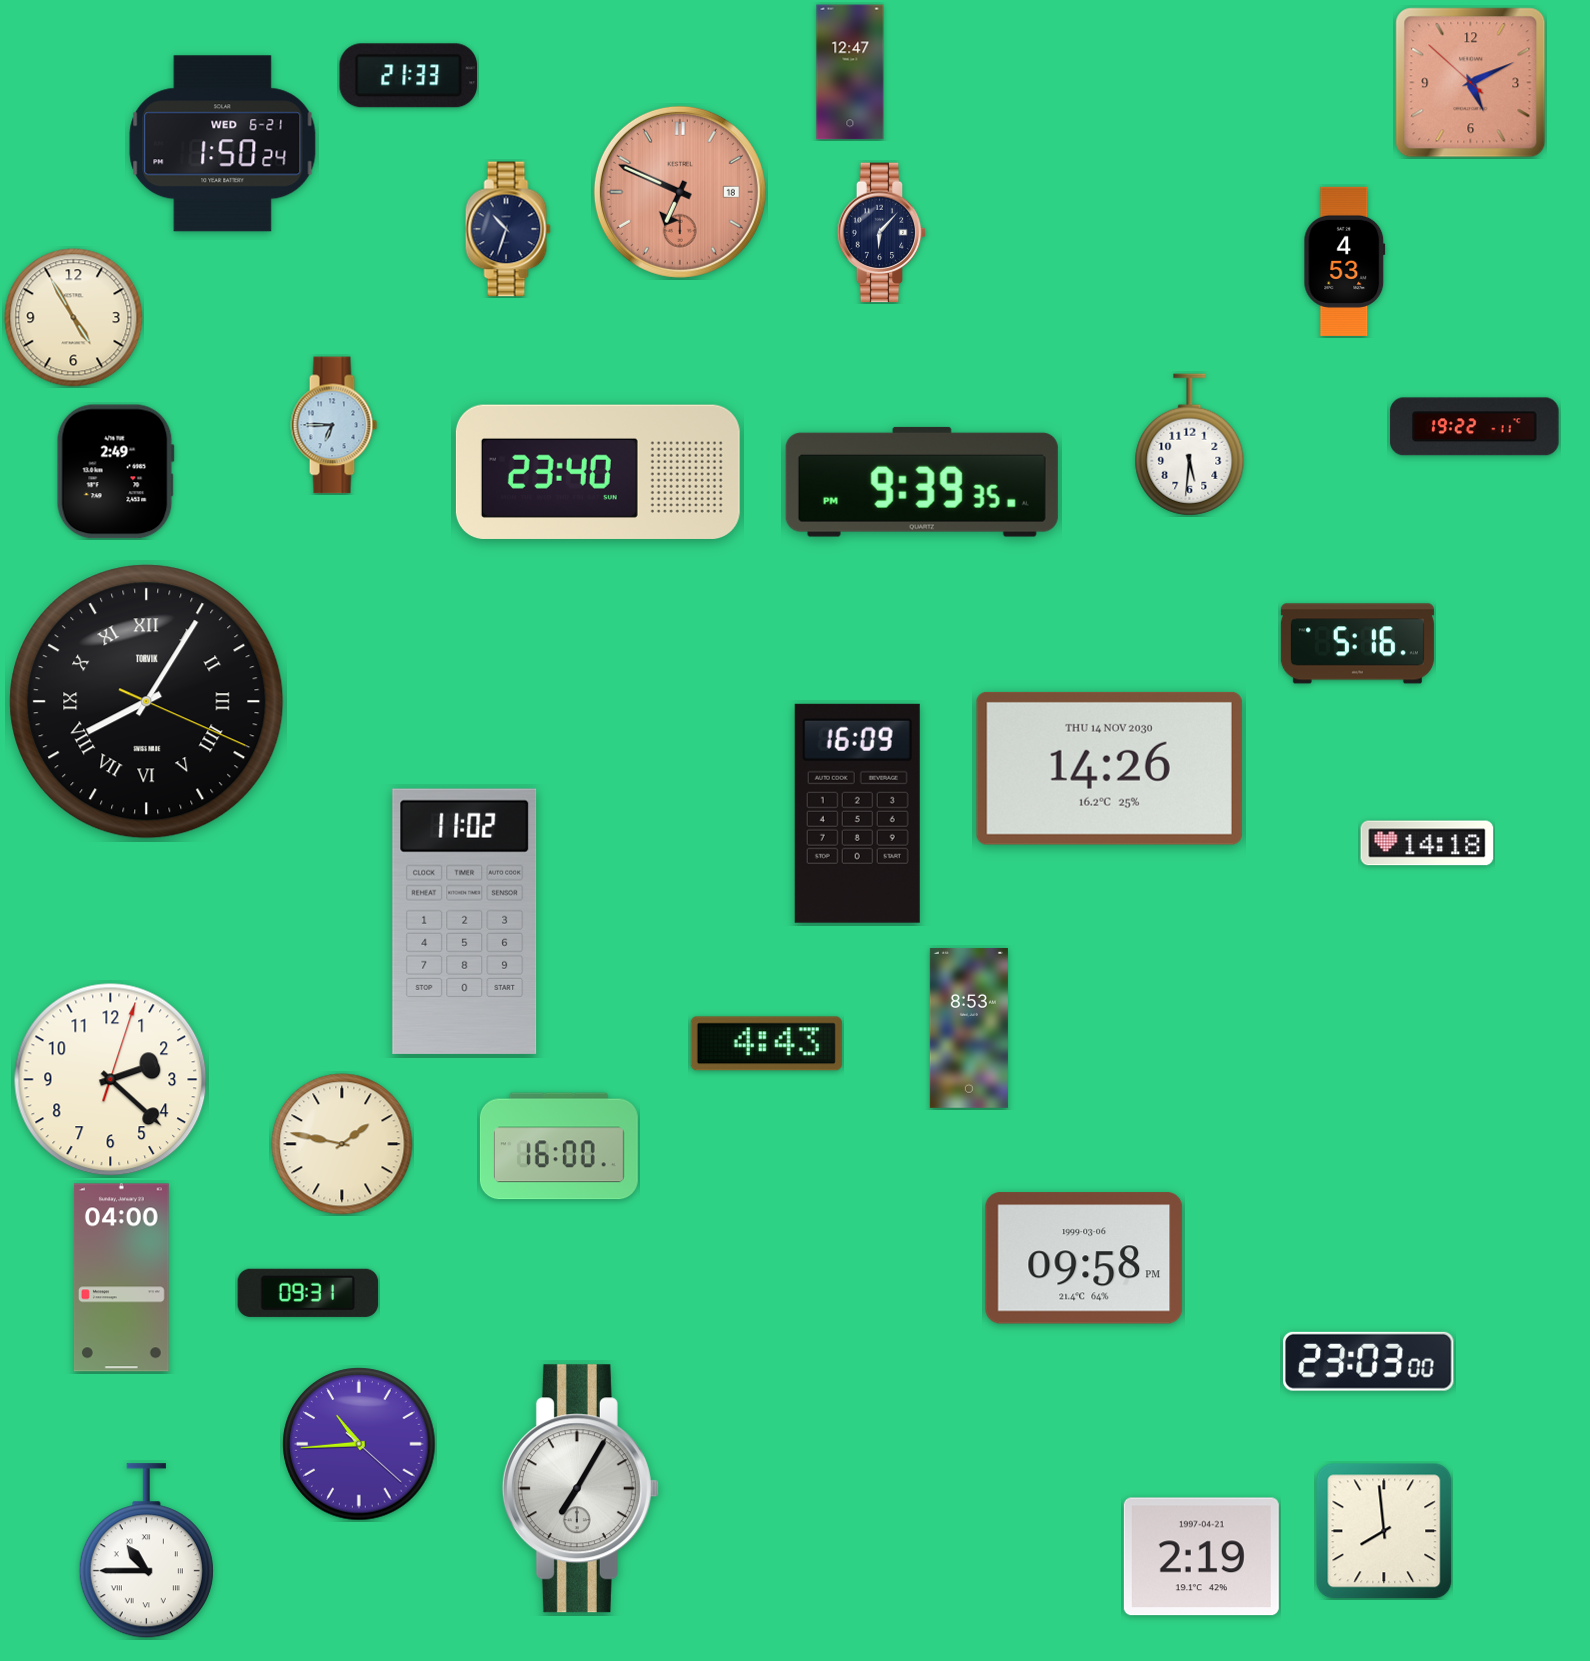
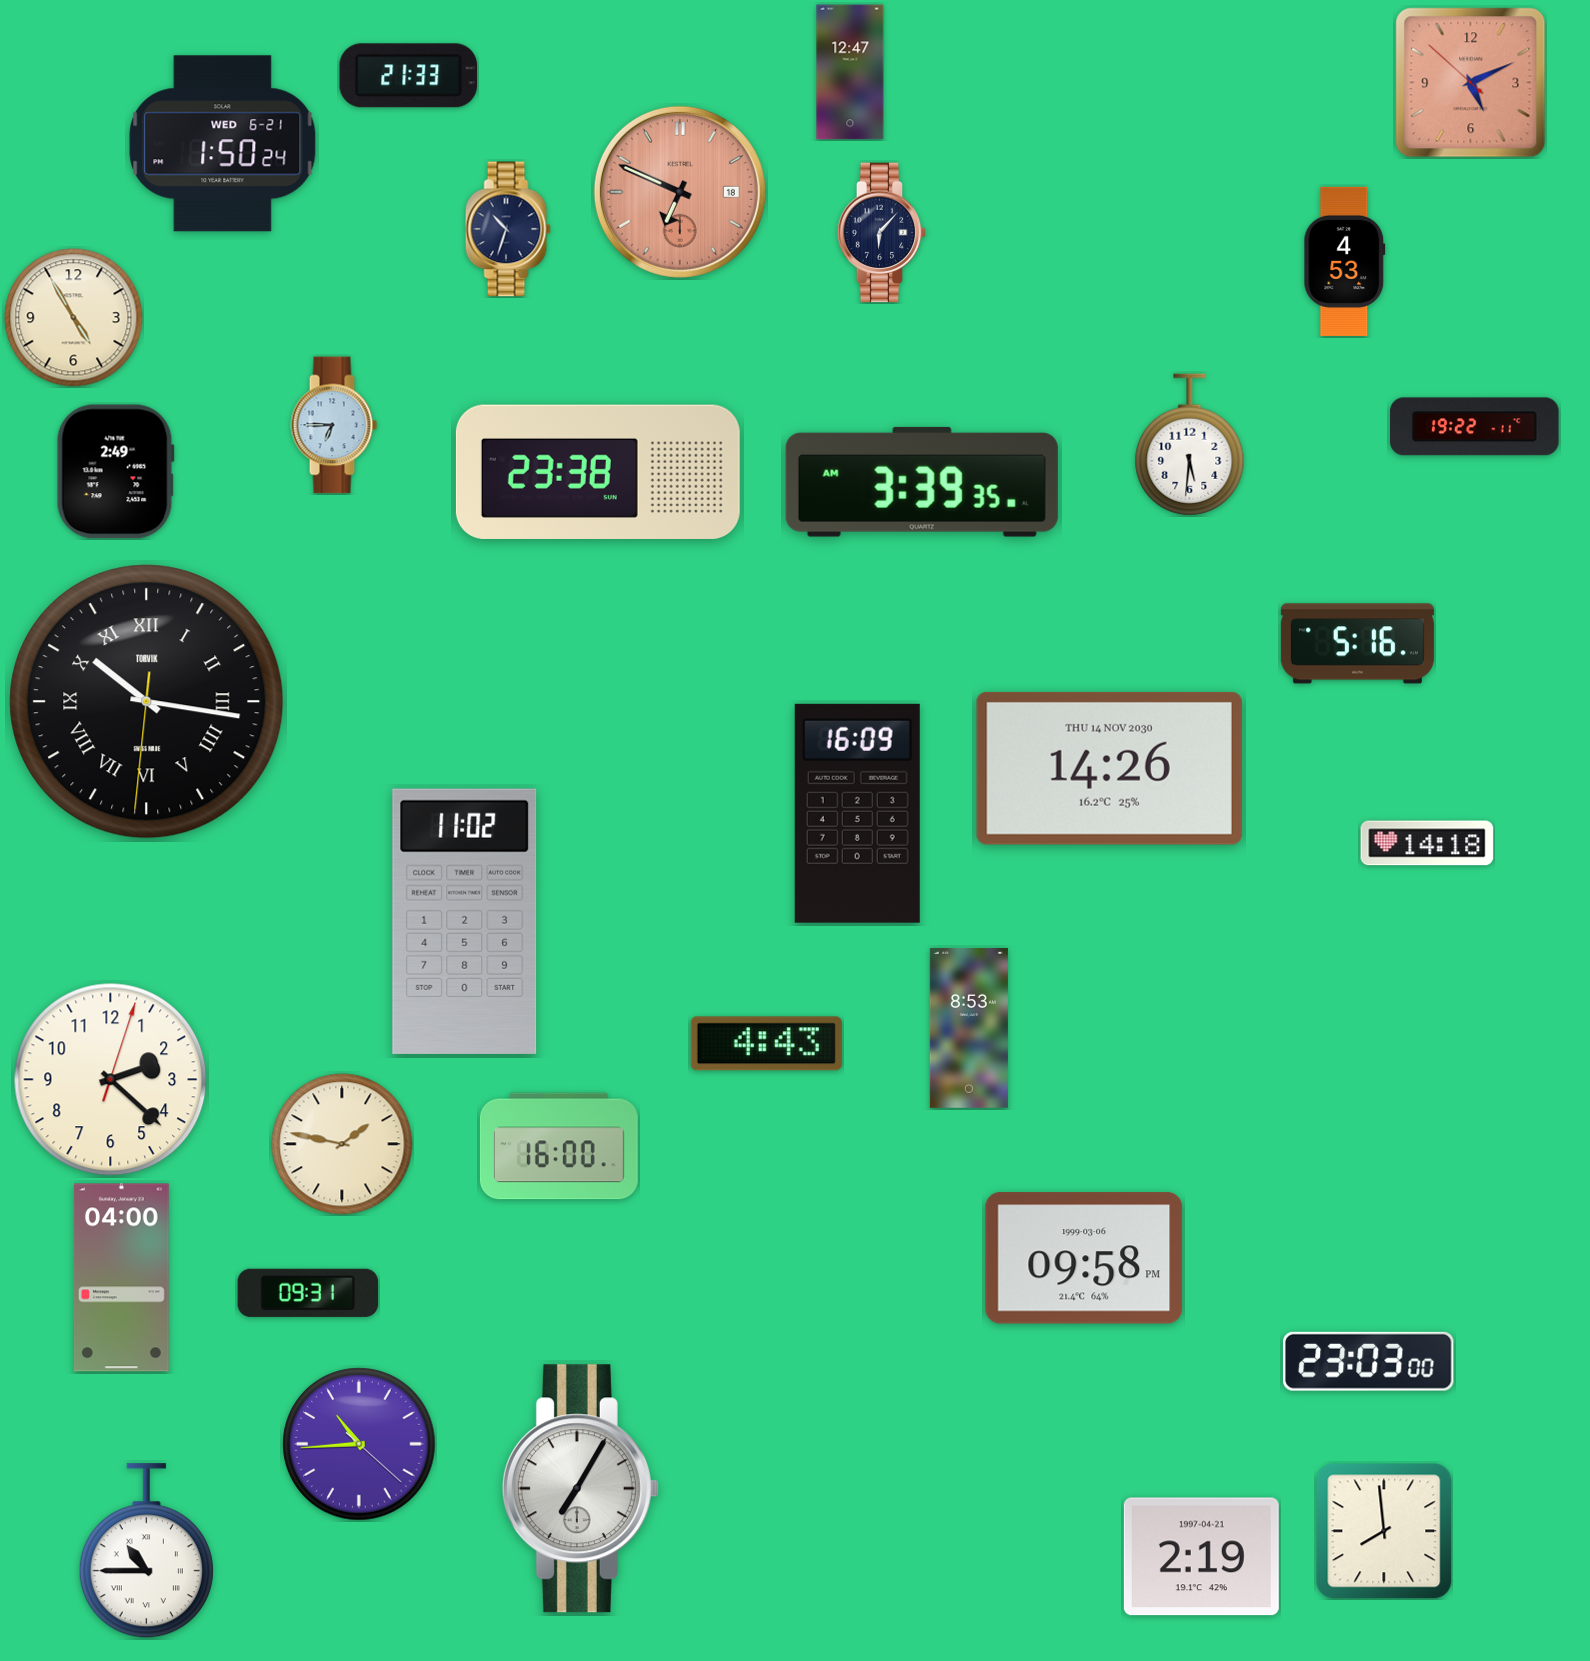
clock at (598, 471): 23:40 -> 23:38
clock at (922, 482): 9:39 -> 3:39
clock at (147, 702): 8:05 -> 10:16
